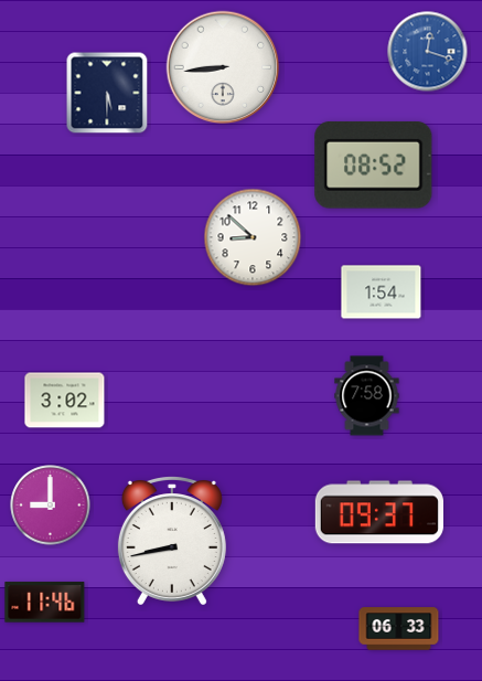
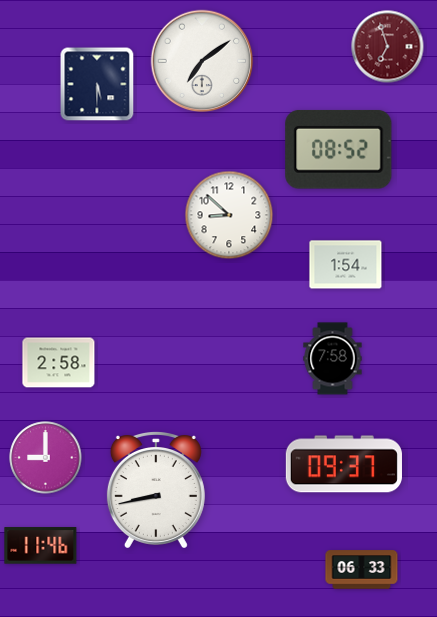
clock at (428, 52): 12:18 -> 6:57
clock at (428, 52) dial: blue -> burgundy
clock at (223, 67): 8:44 -> 7:09
clock at (65, 401): 3:02 -> 2:58
